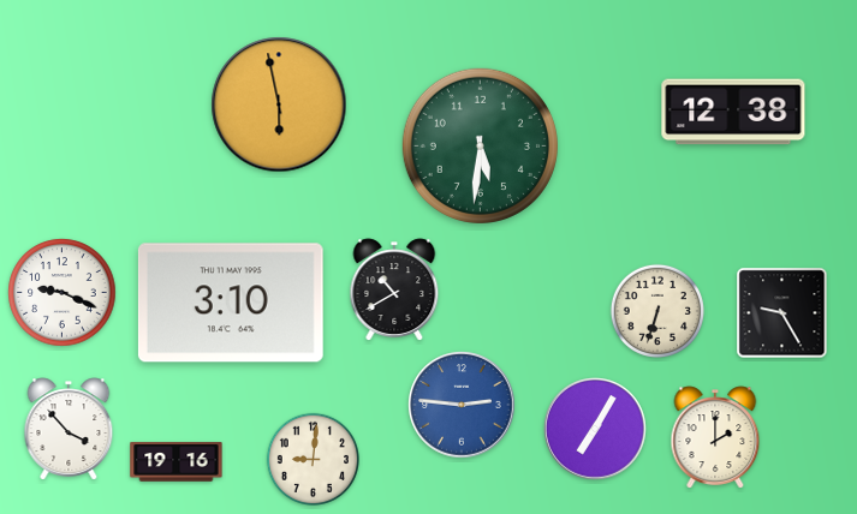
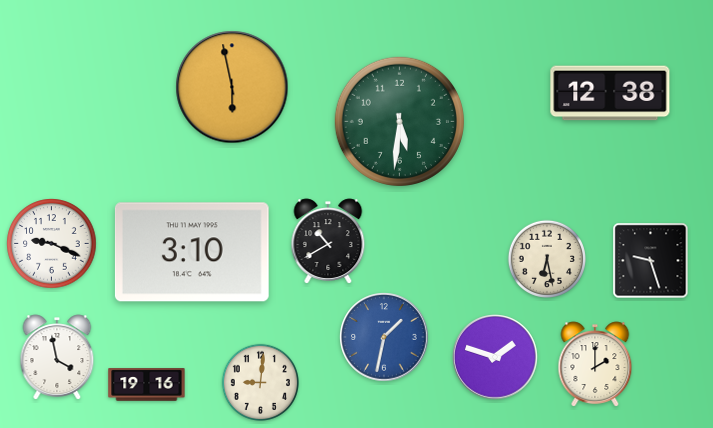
clock at (657, 311): 6:33 -> 6:28
clock at (782, 313): 9:25 -> 9:27
clock at (462, 405): 2:46 -> 1:32
clock at (69, 429): 3:53 -> 3:58
clock at (595, 429): 7:05 -> 1:48
